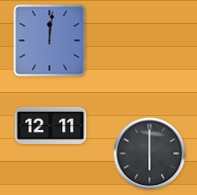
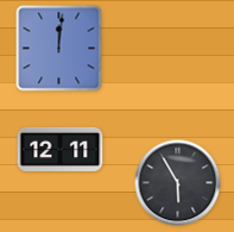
clock at (150, 154): 6:00 -> 5:55
